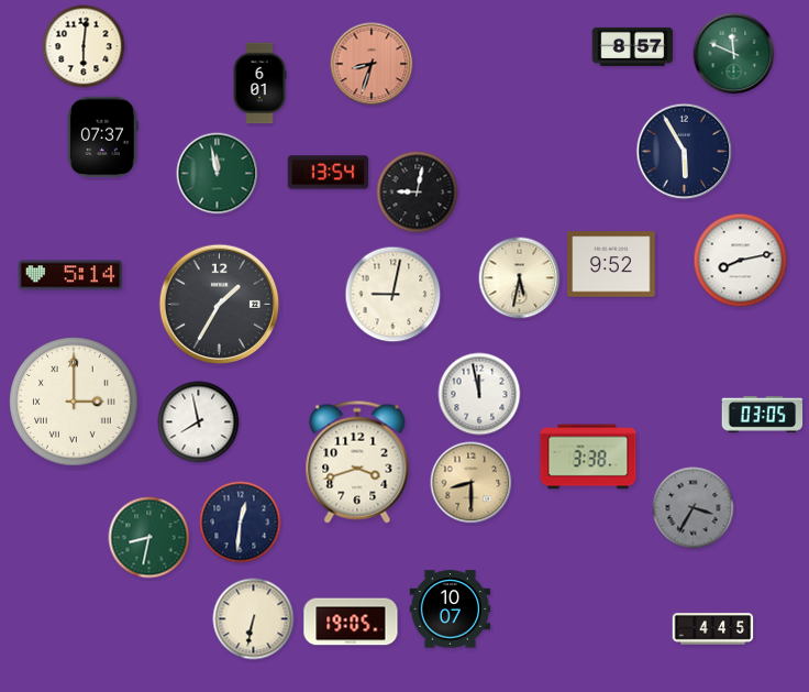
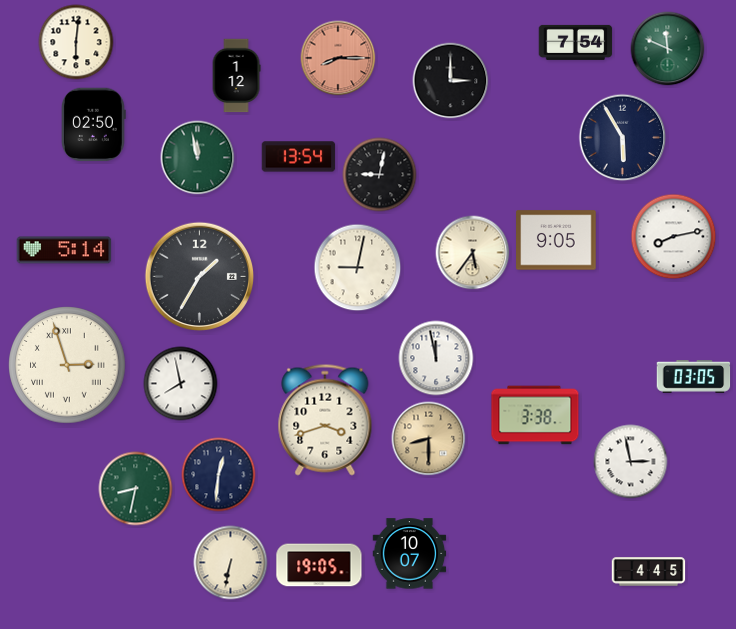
clock at (633, 46): 8:57 -> 7:54
clock at (372, 64): 8:33 -> 8:15
clock at (259, 84): 6:01 -> 1:12
clock at (451, 81): none -> 3:00
clock at (102, 138): 07:37 -> 02:50
clock at (611, 264): 9:52 -> 9:05
clock at (520, 278): 5:32 -> 5:36
clock at (74, 402): 3:00 -> 2:57
clock at (694, 508): 3:35 -> 2:58
clock at (694, 508) dial: grey -> white
